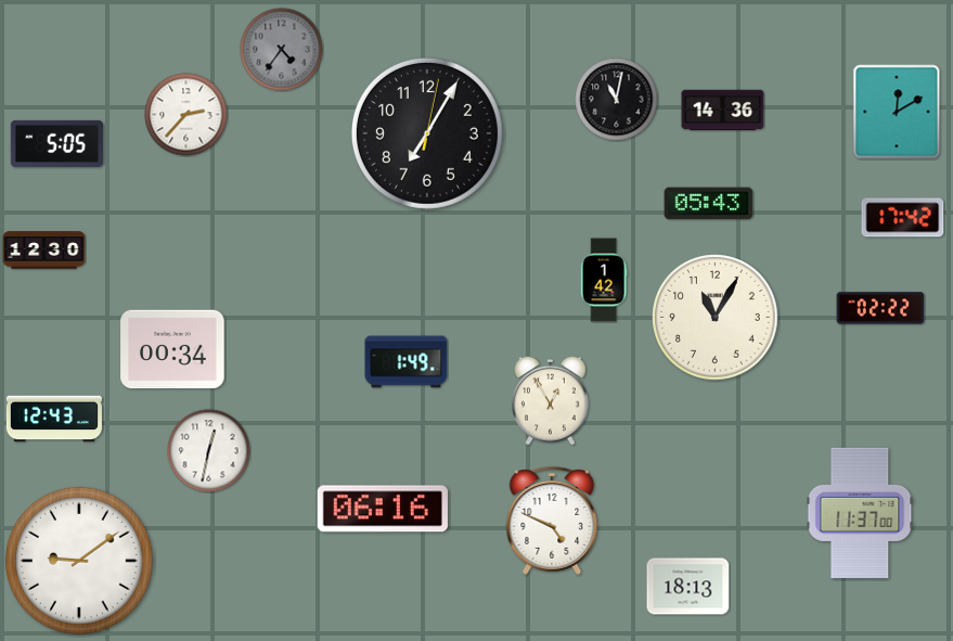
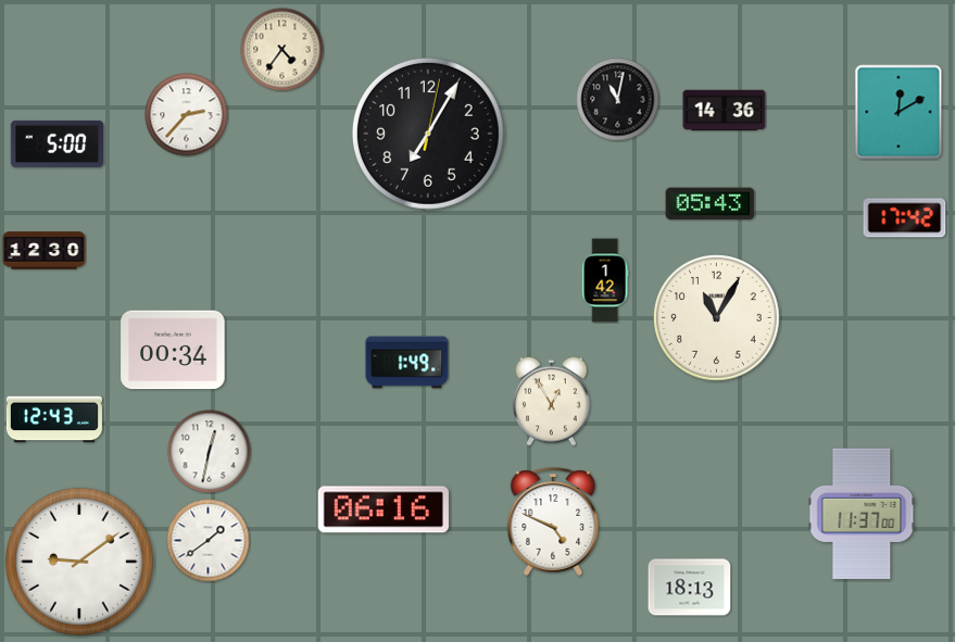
clock at (282, 50) dial: grey -> cream
clock at (56, 143): 5:05 -> 5:00
clock at (880, 308): 02:22 -> none
clock at (209, 541): none -> 1:39
